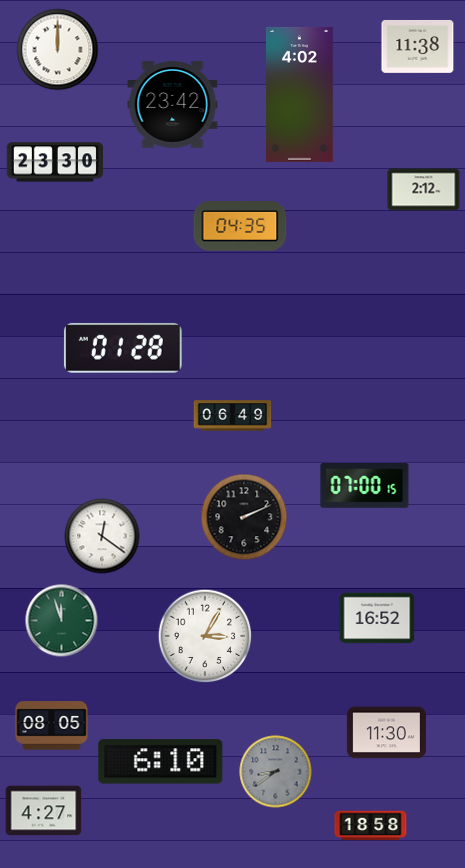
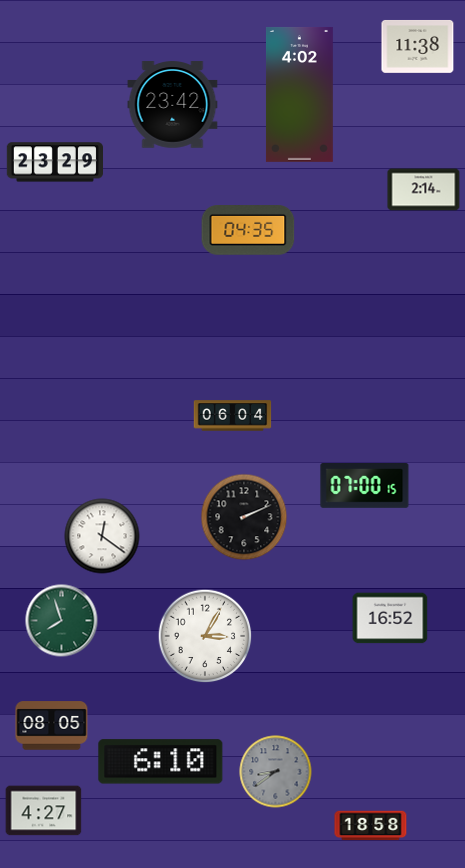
clock at (58, 50): 12:00 -> none
clock at (54, 162): 23:30 -> 23:29
clock at (424, 190): 2:12 -> 2:14
clock at (240, 227) position: (240, 227) -> (248, 231)
clock at (123, 348): 01:28 -> none
clock at (233, 416): 06:49 -> 06:04
clock at (377, 618) position: (377, 618) -> (390, 618)
clock at (62, 621): 11:57 -> 7:57
clock at (386, 733): 11:30 -> none
